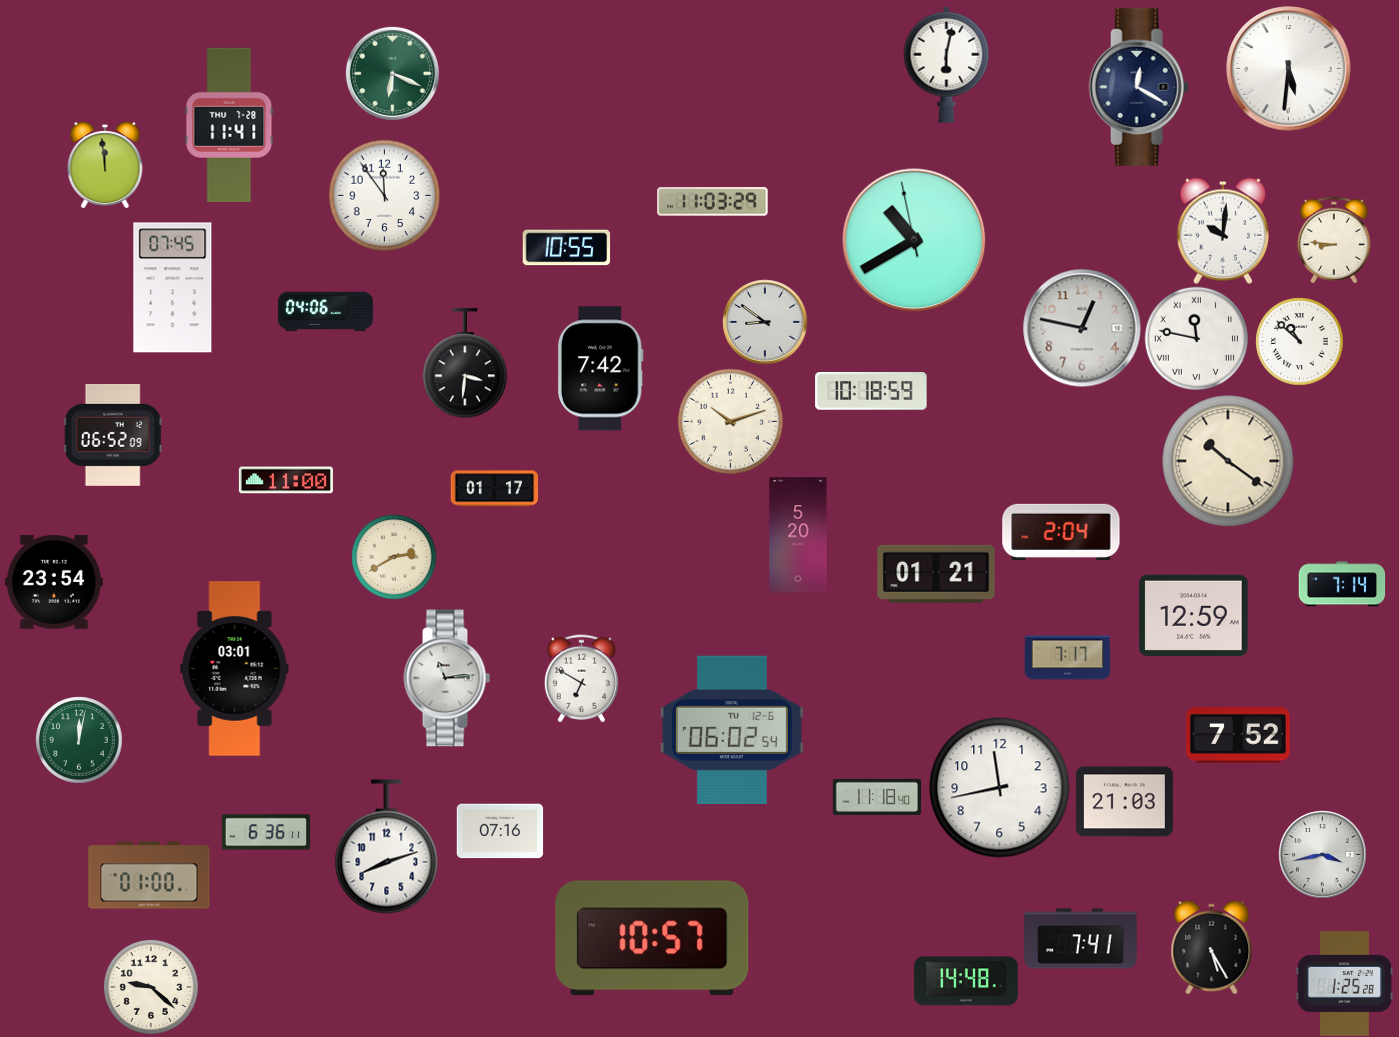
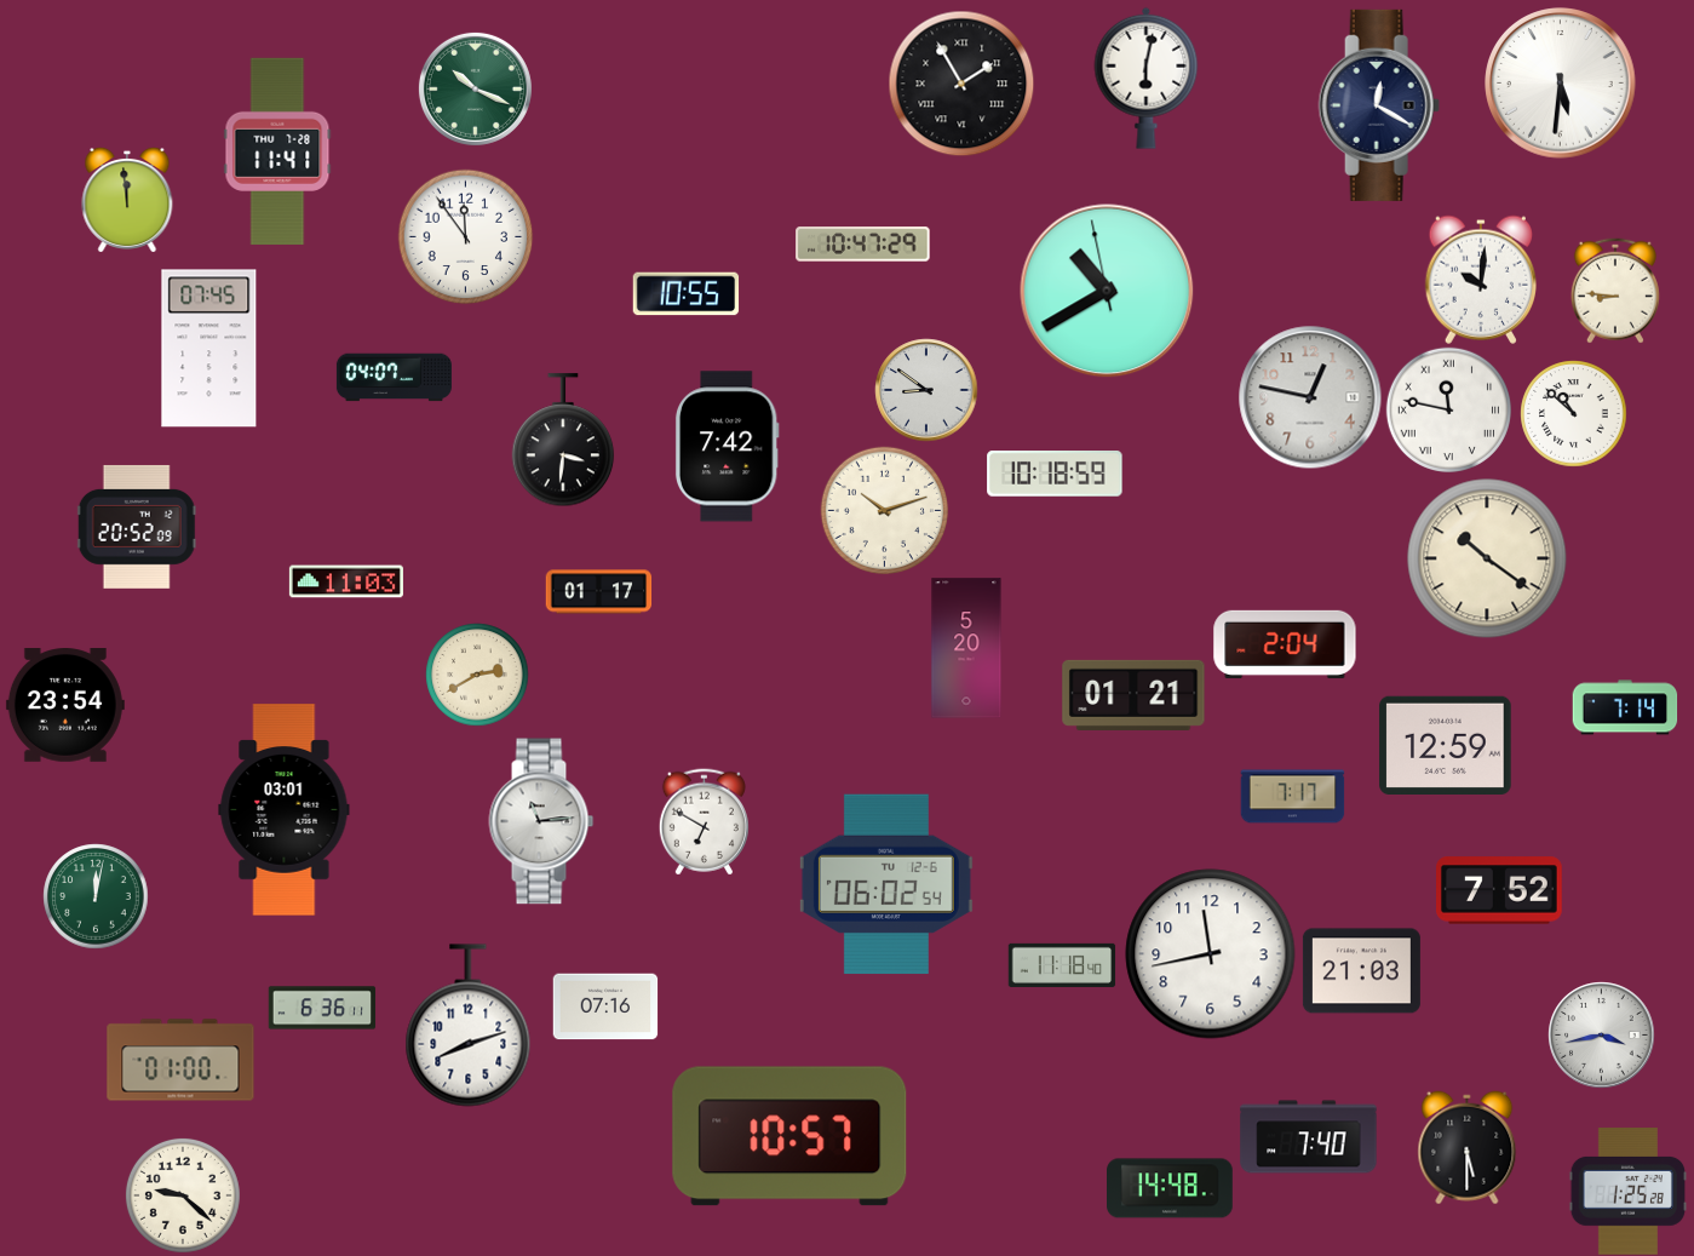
clock at (961, 84): none -> 1:55
clock at (392, 73): 6:19 -> 10:19
clock at (713, 202): 11:03 -> 10:47
clock at (566, 248) position: (566, 248) -> (685, 294)
clock at (325, 312): 04:06 -> 04:07
clock at (113, 435): 06:52 -> 20:52
clock at (286, 480): 11:00 -> 11:03
clock at (1081, 939): 7:41 -> 7:40
clock at (1212, 947): 5:25 -> 5:30
